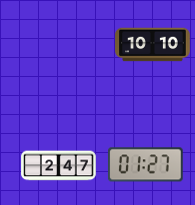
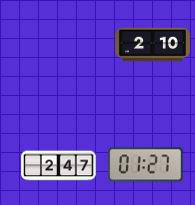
clock at (153, 45): 10:10 -> 2:10
